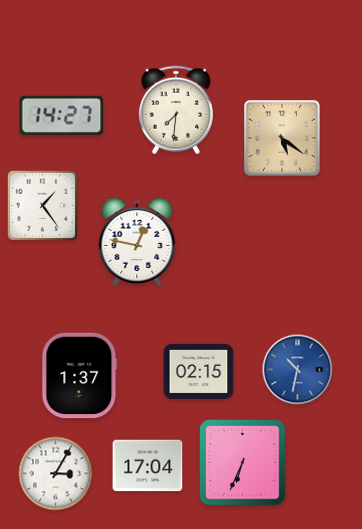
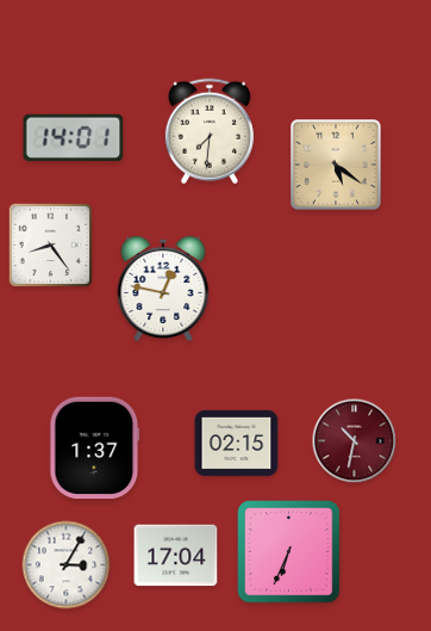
clock at (62, 115): 14:27 -> 14:01
clock at (43, 206): 1:24 -> 8:24
clock at (298, 370) dial: blue -> burgundy
